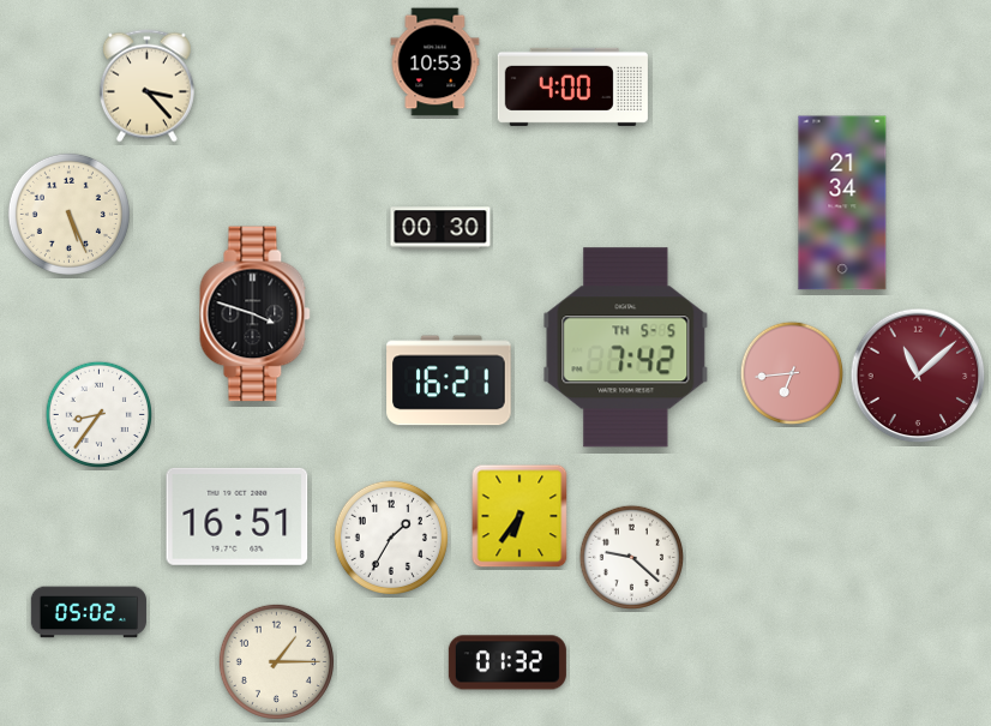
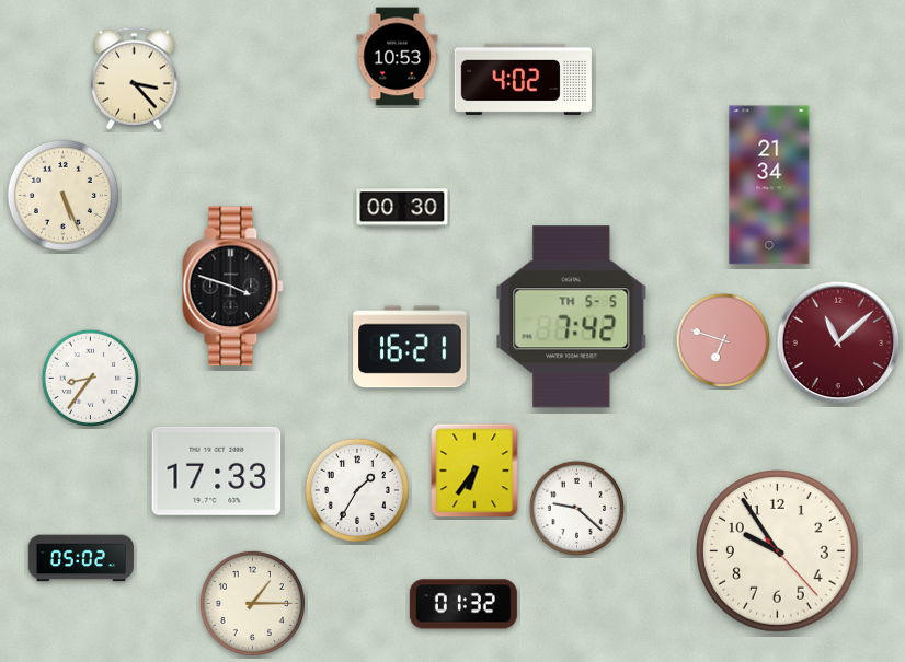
clock at (572, 86): 4:00 -> 4:02
clock at (792, 373): 6:44 -> 6:48
clock at (238, 516): 16:51 -> 17:33
clock at (778, 551): none -> 9:54
